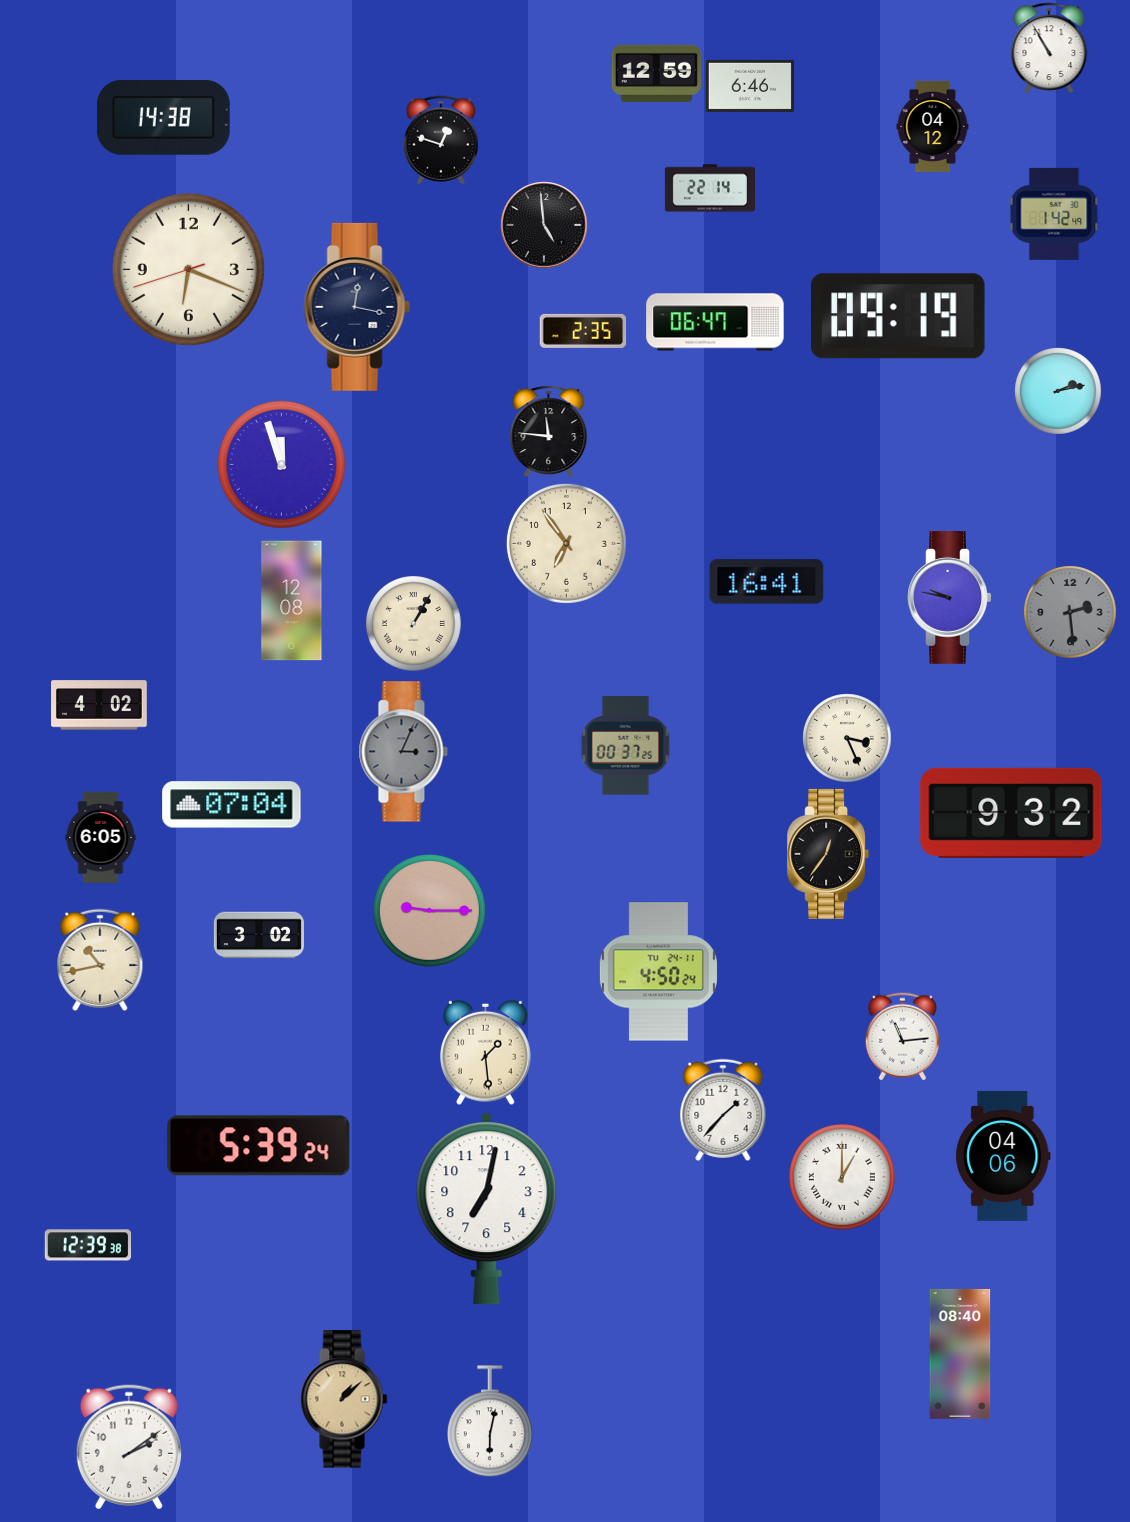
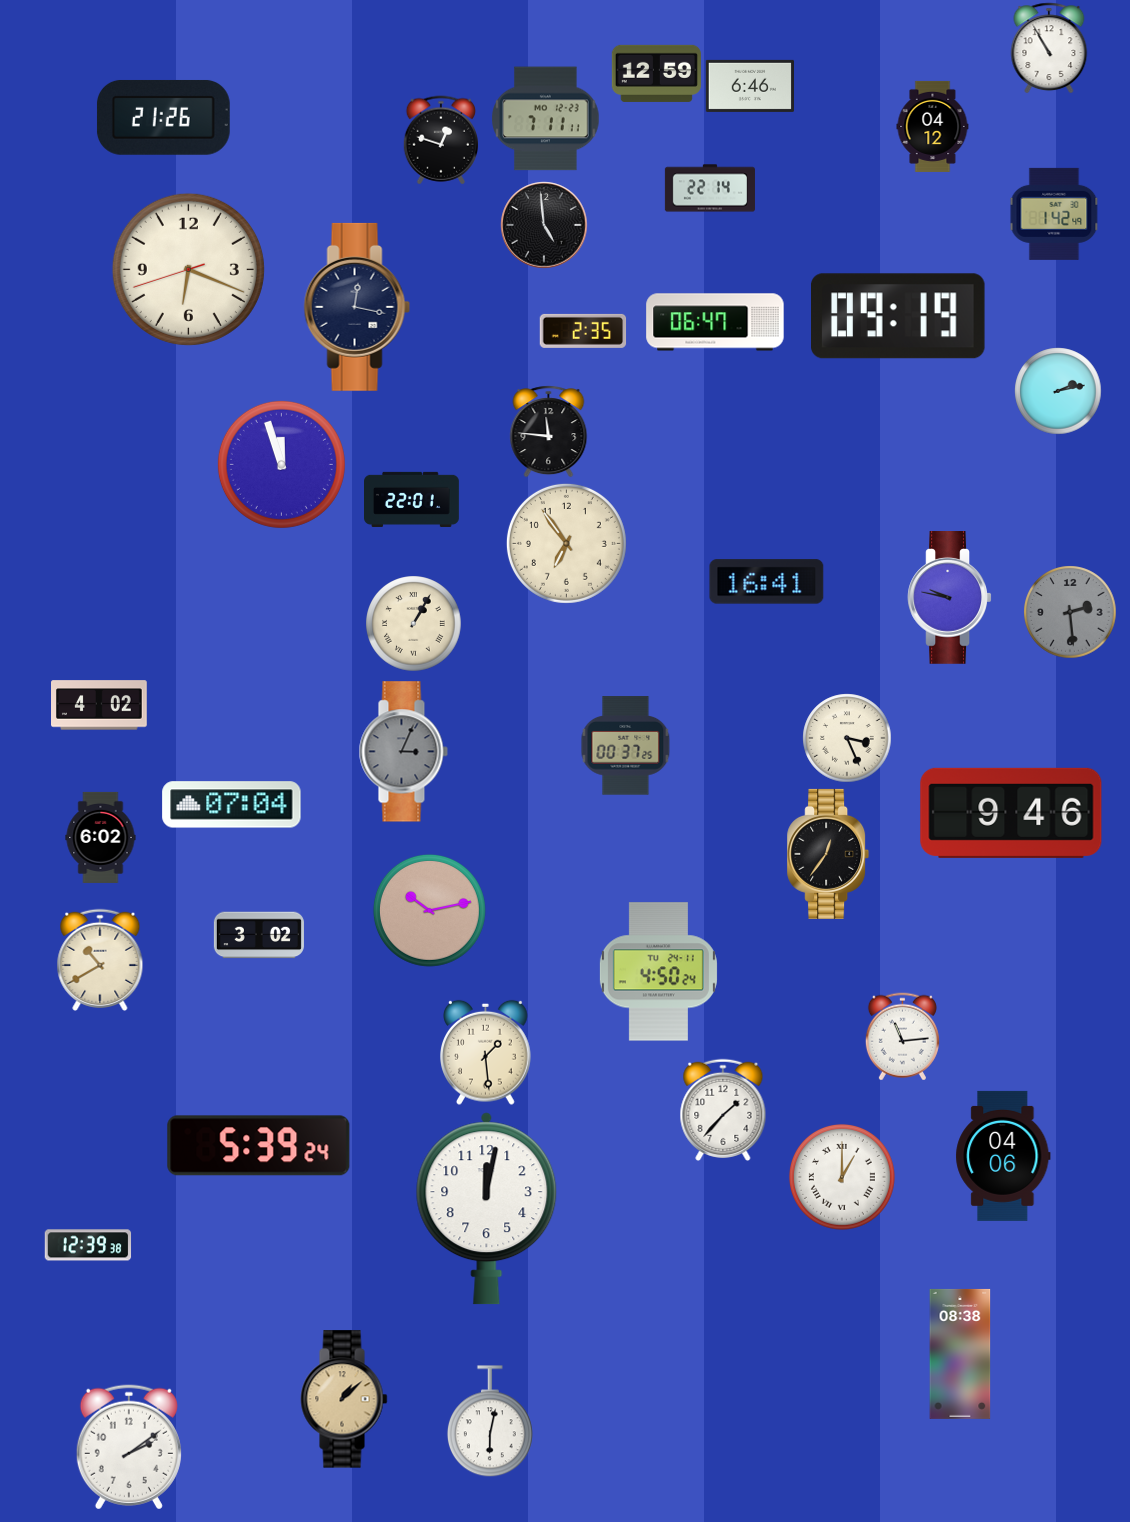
clock at (163, 117): 14:38 -> 21:26
clock at (546, 119): none -> 7:11
clock at (412, 499): none -> 22:01
clock at (292, 601): 12:08 -> none
clock at (1011, 813): 9:32 -> 9:46
clock at (101, 837): 6:05 -> 6:02
clock at (429, 910): 9:15 -> 10:13
clock at (100, 960): 10:43 -> 10:40
clock at (487, 1209): 7:02 -> 12:02
clock at (960, 1354): 08:40 -> 08:38
